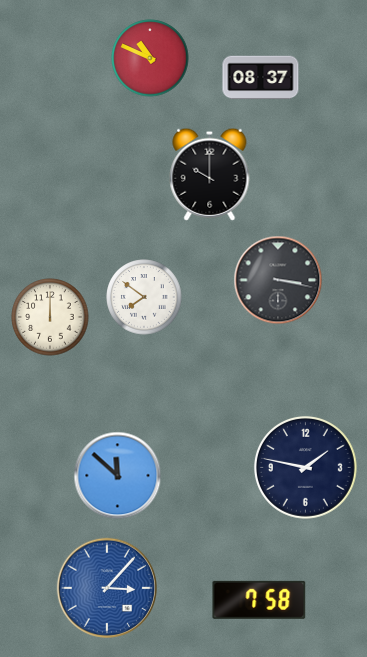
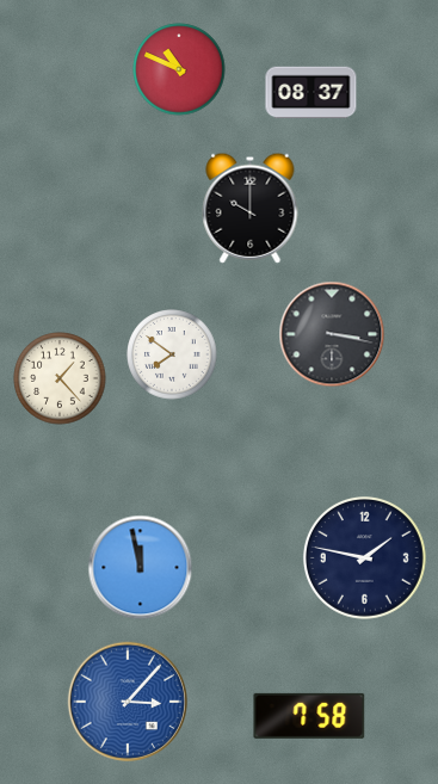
clock at (50, 317): 12:00 -> 1:23
clock at (118, 476): 11:52 -> 11:58
